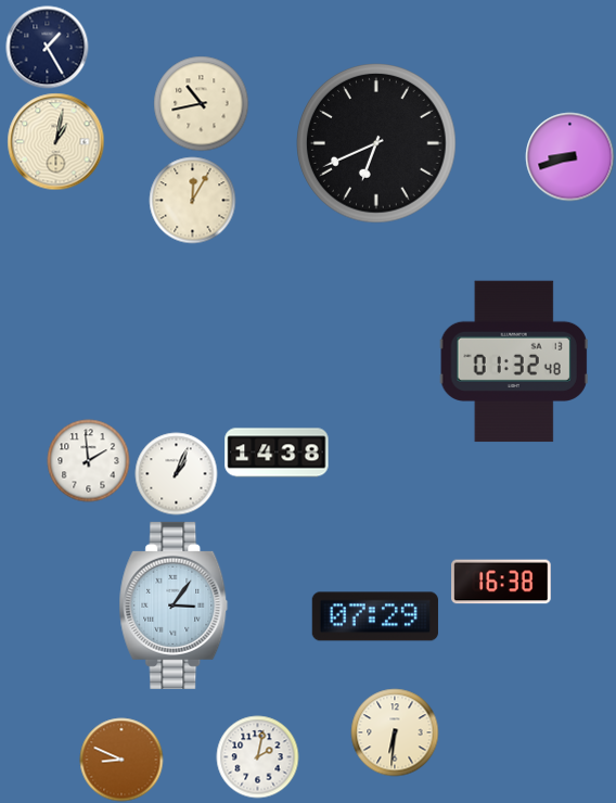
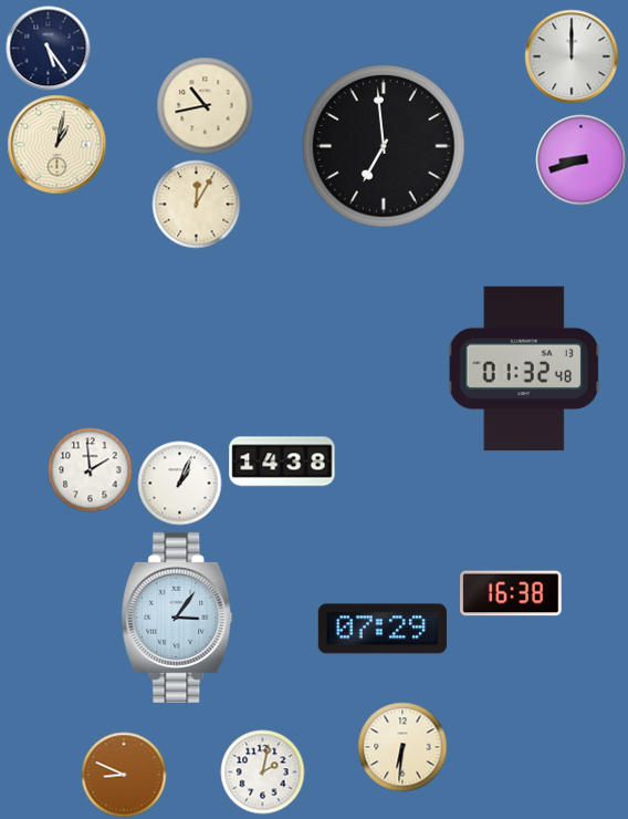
clock at (48, 48): 1:25 -> 5:24
clock at (572, 56): none -> 12:00
clock at (376, 143): 6:41 -> 6:59
